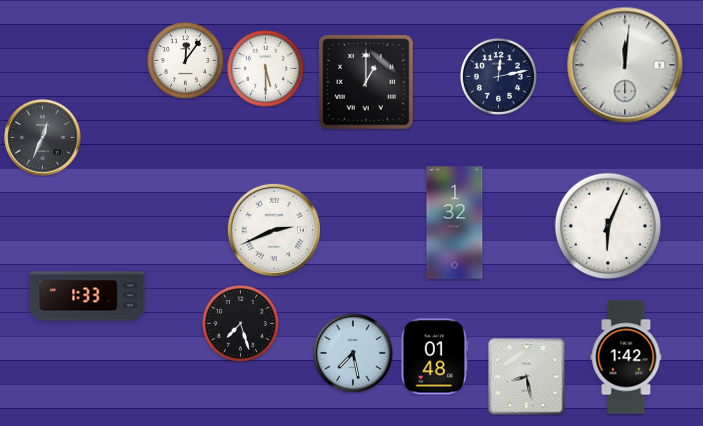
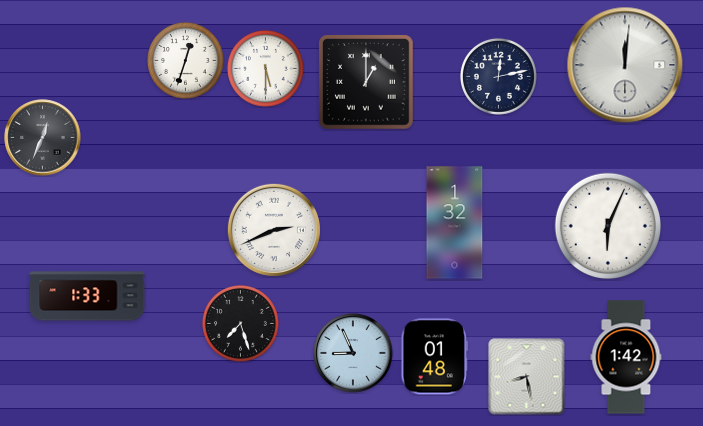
clock at (185, 60): 12:06 -> 12:33
clock at (353, 353): 7:28 -> 8:56
